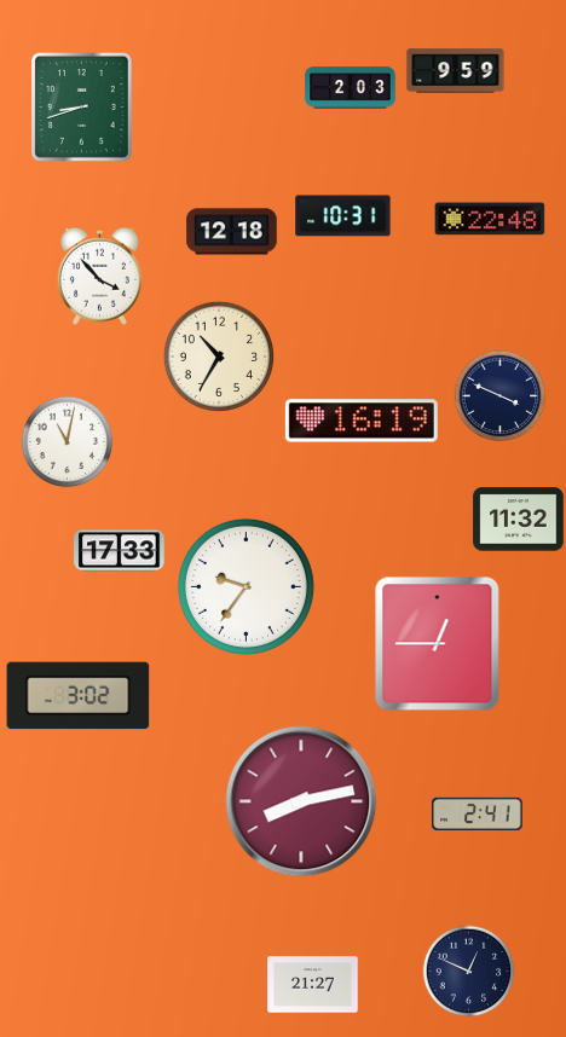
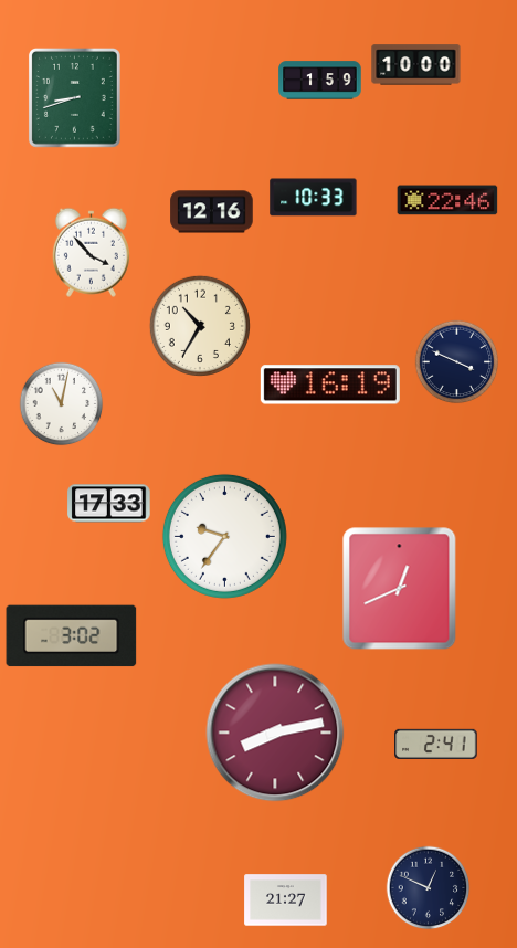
clock at (456, 71): 9:59 -> 10:00
clock at (351, 88): 2:03 -> 1:59
clock at (343, 216): 10:31 -> 10:33
clock at (490, 219): 22:48 -> 22:46
clock at (232, 232): 12:18 -> 12:16
clock at (519, 520): 11:32 -> none
clock at (438, 644): 12:45 -> 12:41
